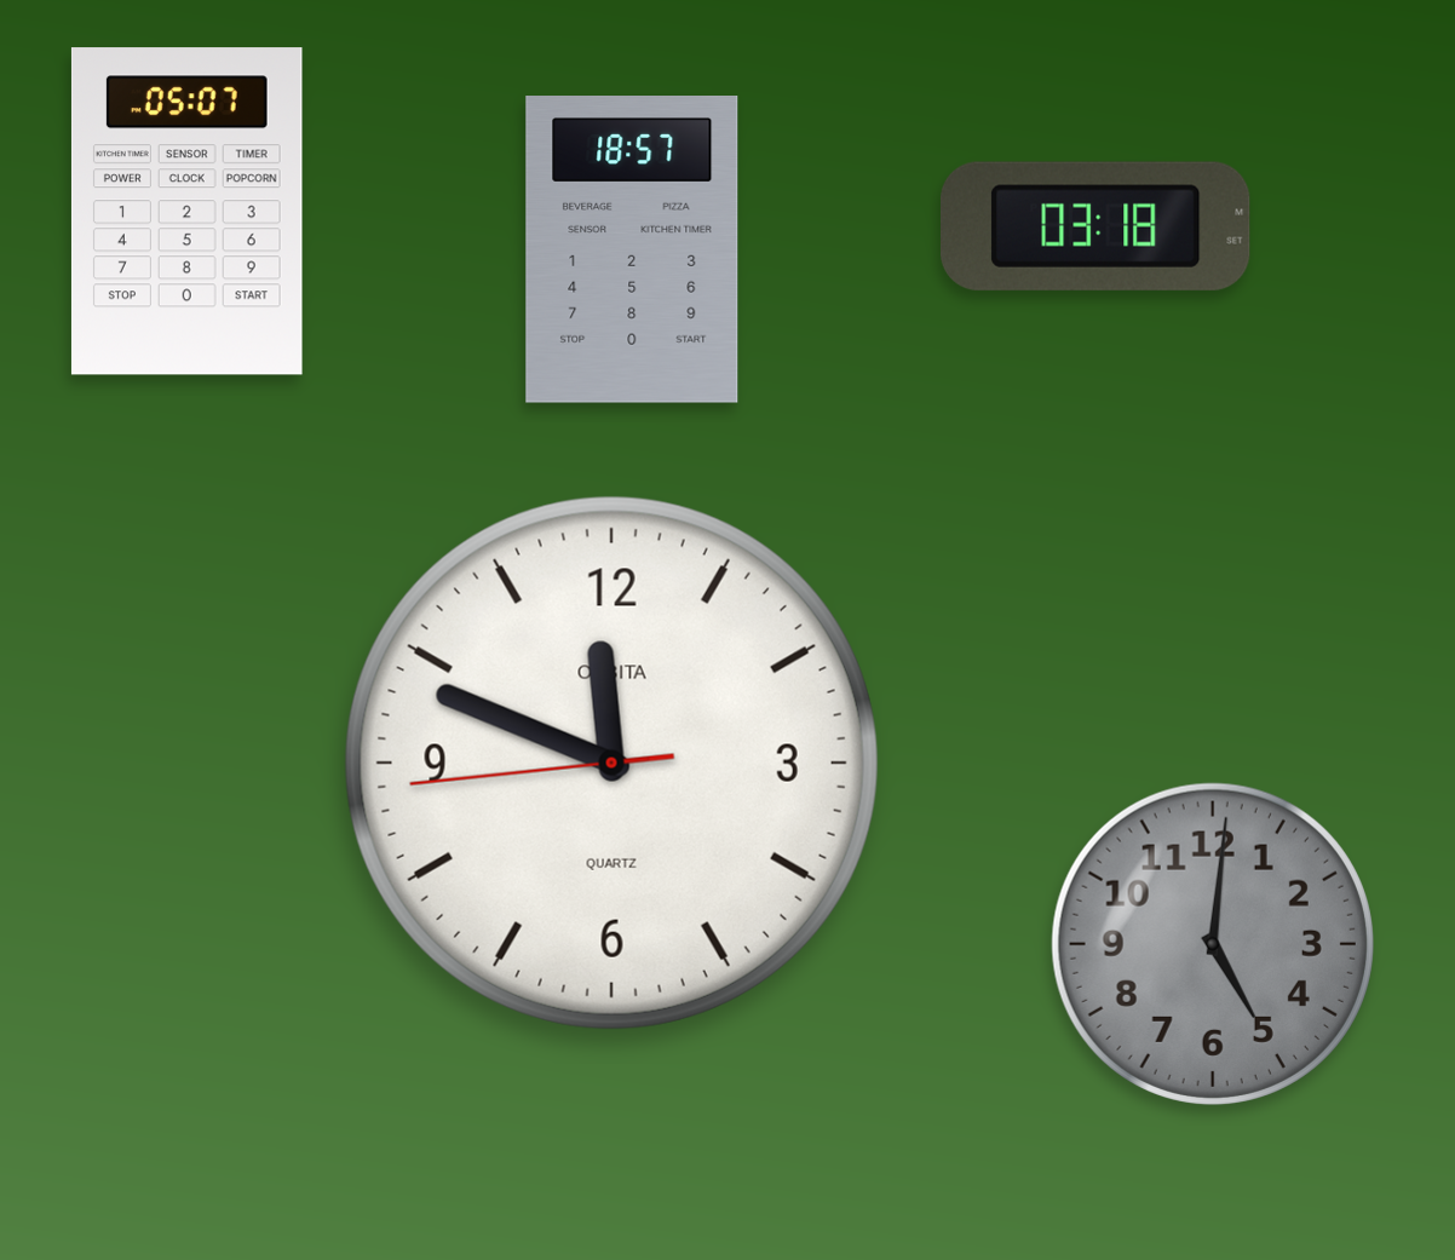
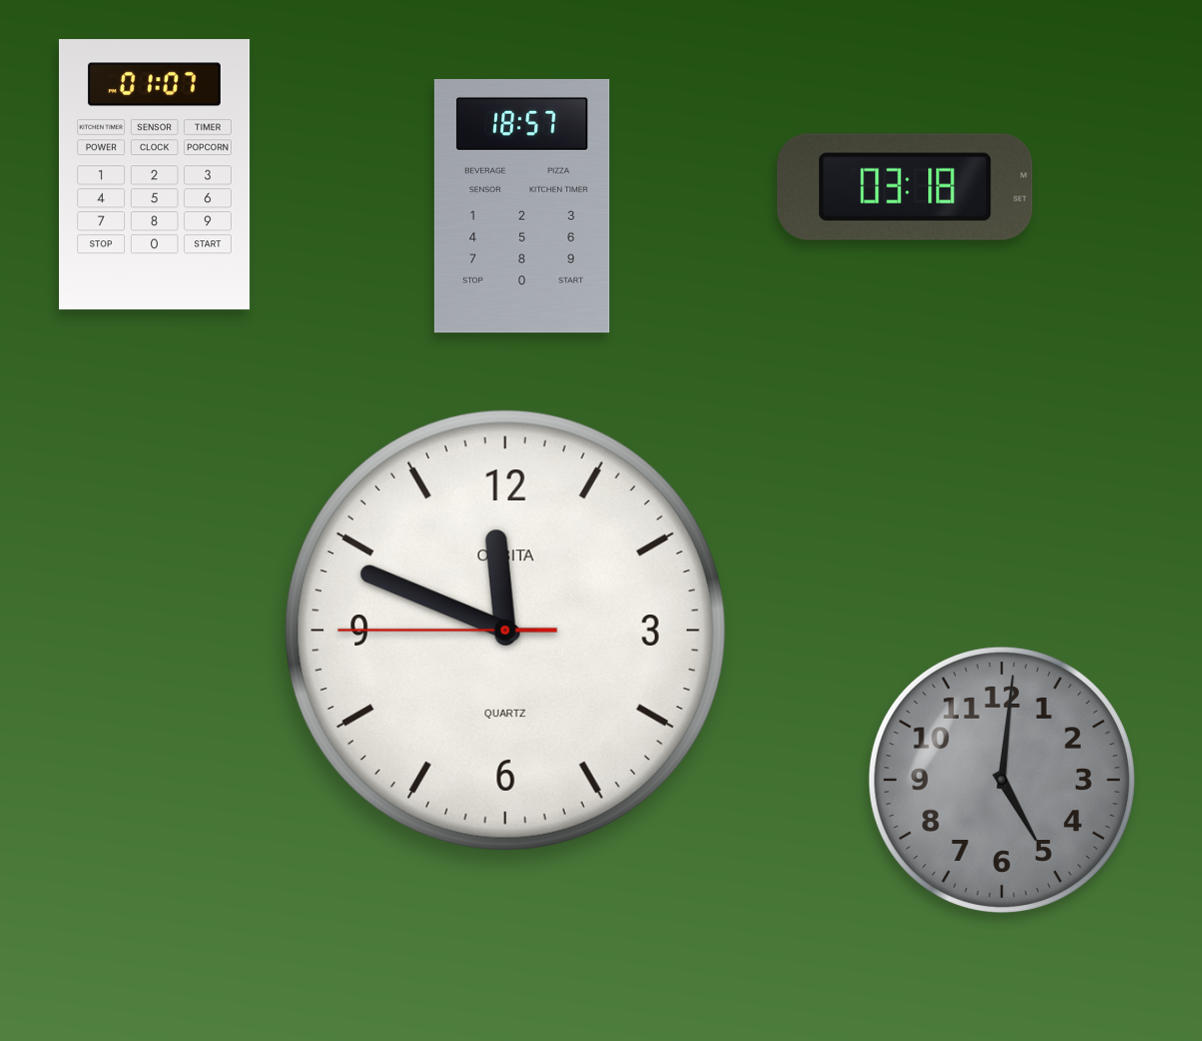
clock at (186, 212): 05:07 -> 01:07
clock at (611, 763): 11:48:44 -> 11:48:45
